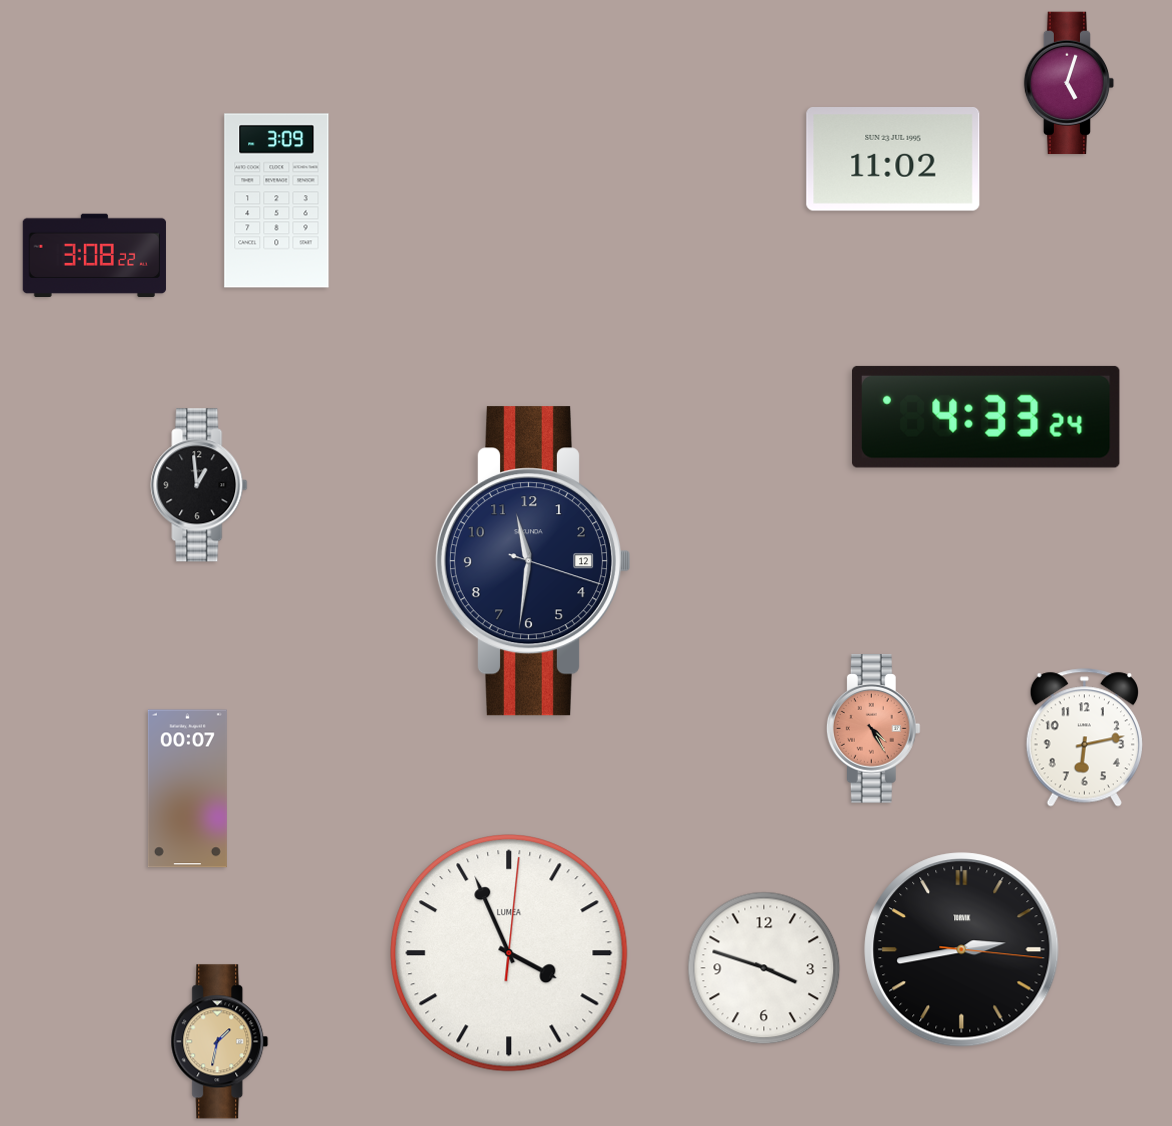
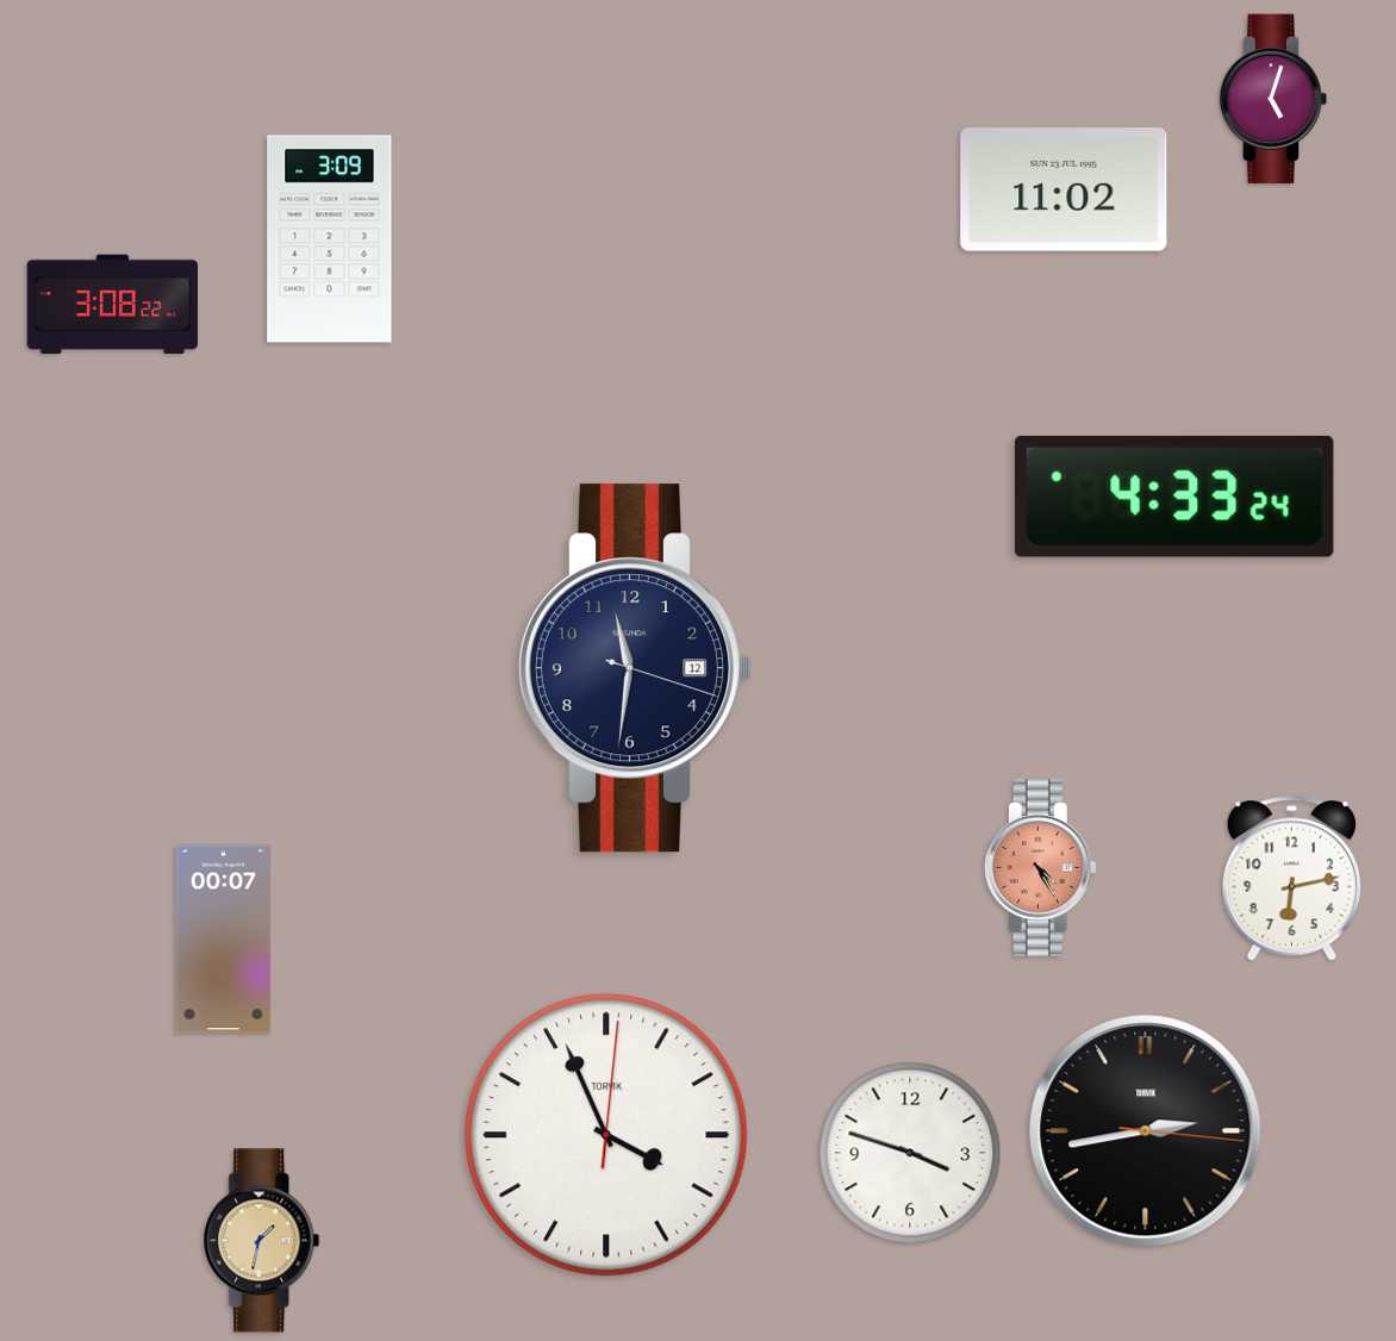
clock at (199, 485): 12:59 -> none
clock at (509, 953) brand: LUMEA -> TORVIK
